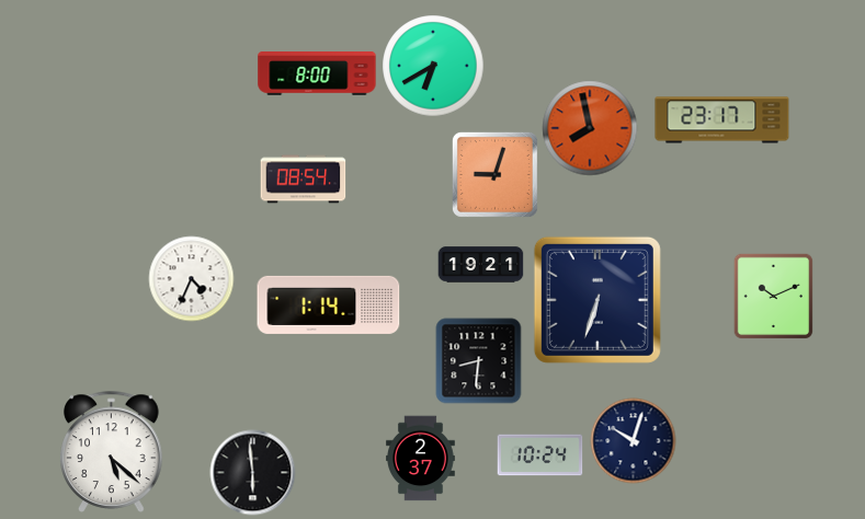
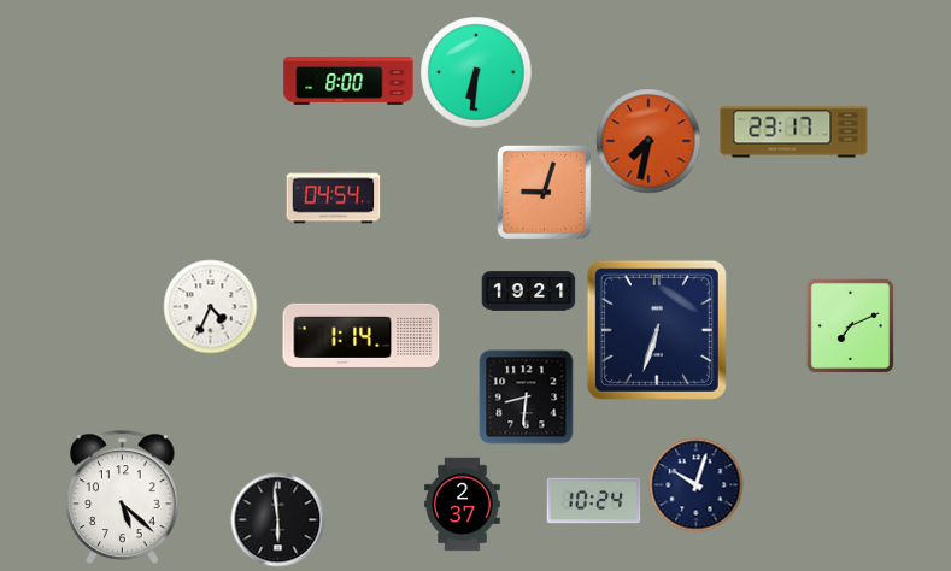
clock at (433, 66): 6:40 -> 6:31
clock at (590, 128): 7:58 -> 7:32
clock at (303, 180): 08:54 -> 04:54
clock at (774, 296): 10:11 -> 7:11
